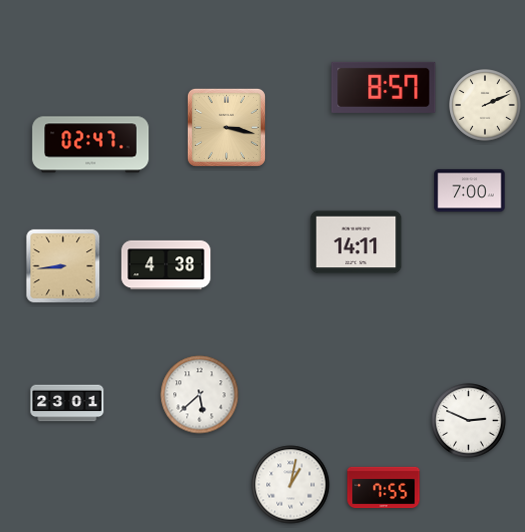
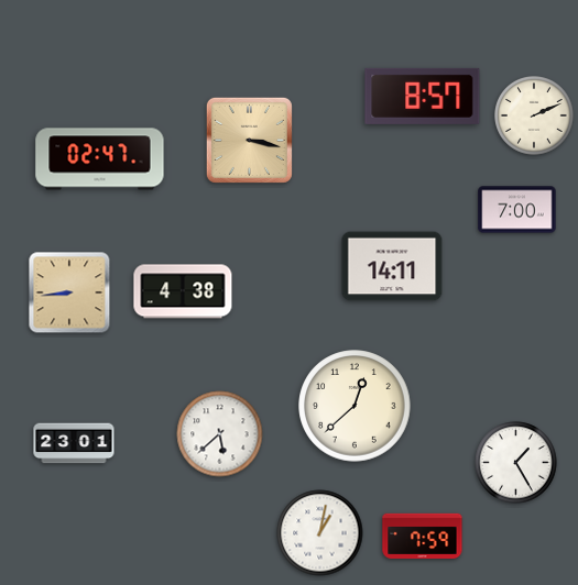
clock at (355, 406): none -> 12:38
clock at (469, 421): 2:49 -> 1:25
clock at (384, 488): 7:55 -> 7:59
